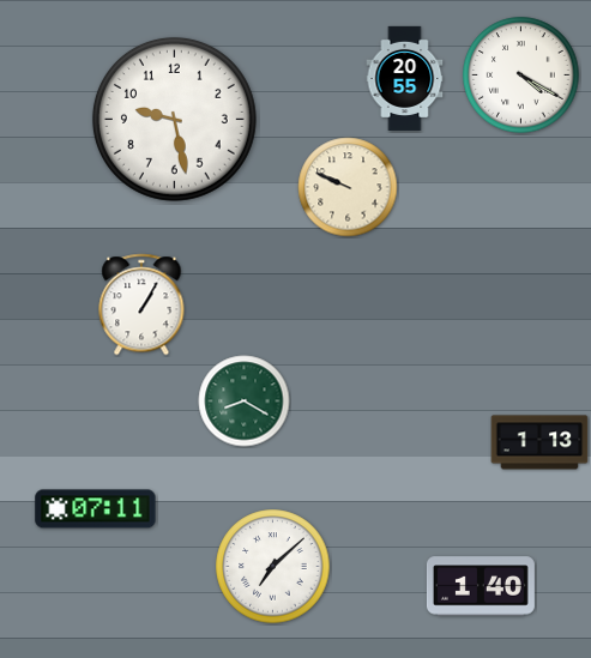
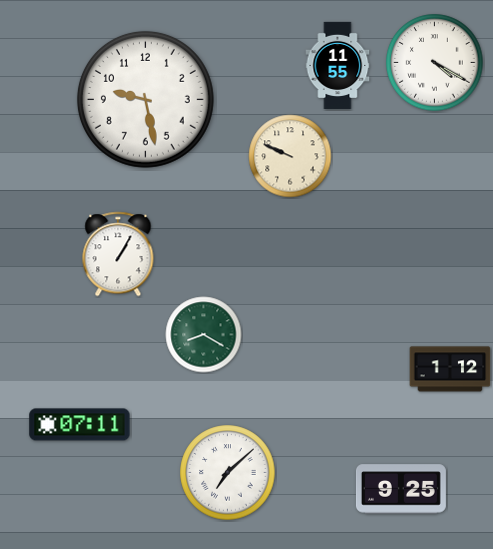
clock at (405, 78): 20:55 -> 11:55
clock at (539, 442): 1:13 -> 1:12
clock at (481, 586): 1:40 -> 9:25
